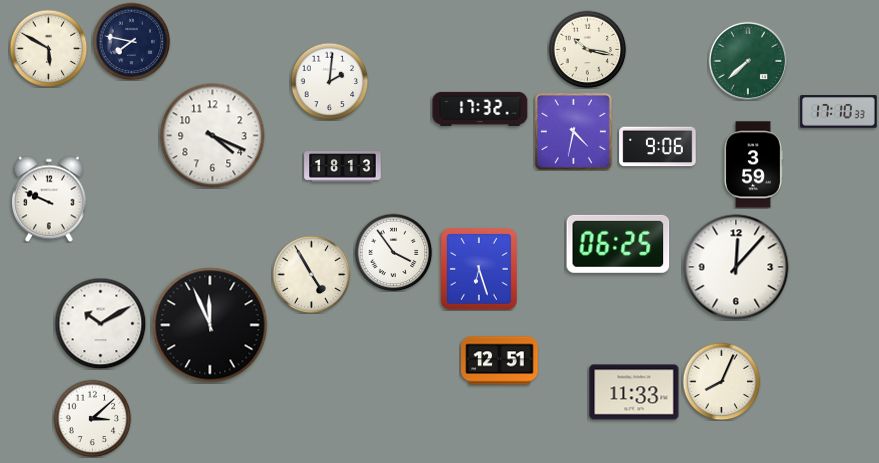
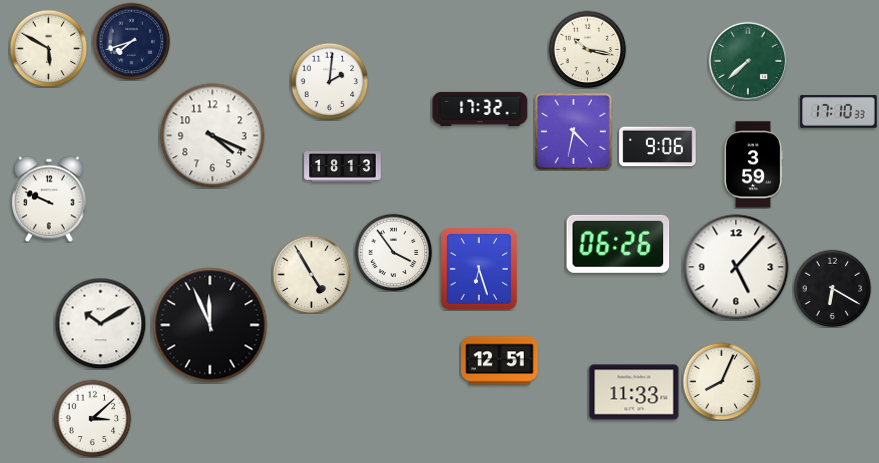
clock at (131, 41): 7:47 -> 7:42
clock at (618, 244): 06:25 -> 06:26
clock at (736, 267): 12:07 -> 5:07
clock at (832, 288): none -> 6:20
